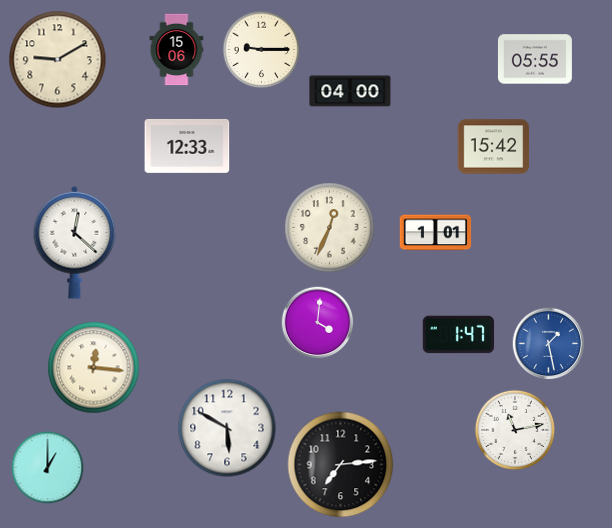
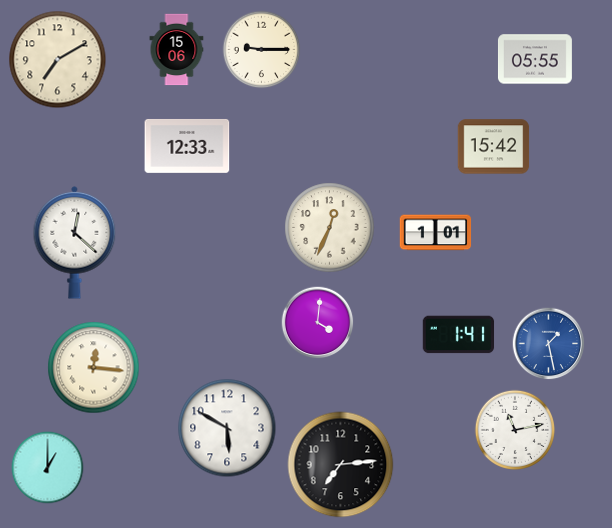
clock at (58, 60): 9:10 -> 7:10
clock at (350, 91): 04:00 -> none
clock at (459, 335): 1:47 -> 1:41
